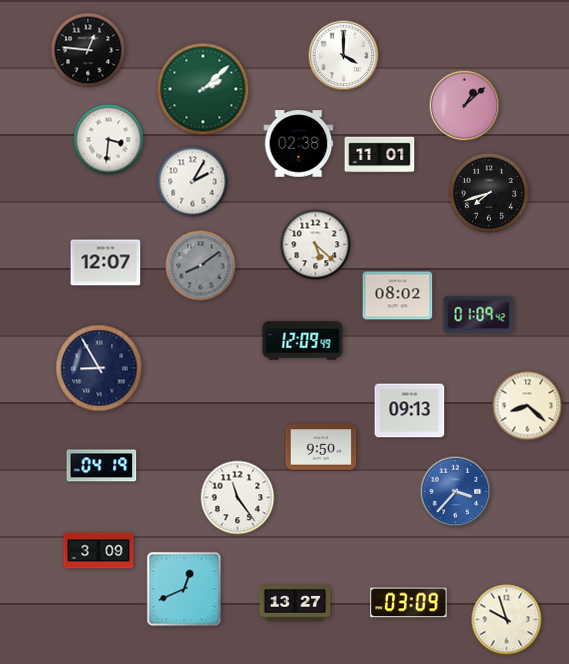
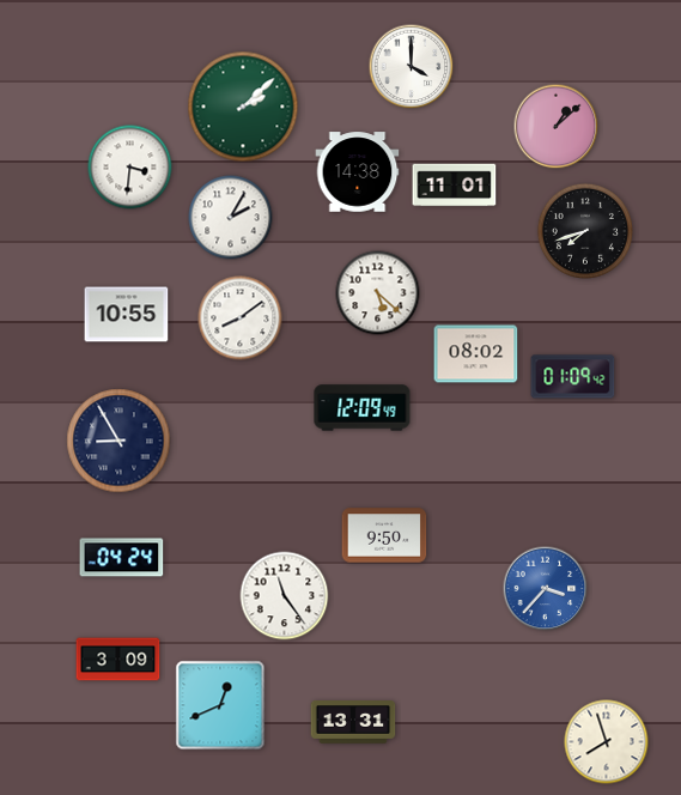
clock at (88, 50): 12:46 -> none
clock at (299, 144): 02:38 -> 14:38
clock at (106, 263): 12:07 -> 10:55
clock at (201, 266) dial: grey -> white
clock at (528, 406): 8:22 -> none
clock at (410, 411): 09:13 -> none
clock at (102, 466): 04:19 -> 04:24
clock at (295, 603): 13:27 -> 13:31
clock at (409, 603): 03:09 -> none
clock at (507, 620): 9:57 -> 7:57
